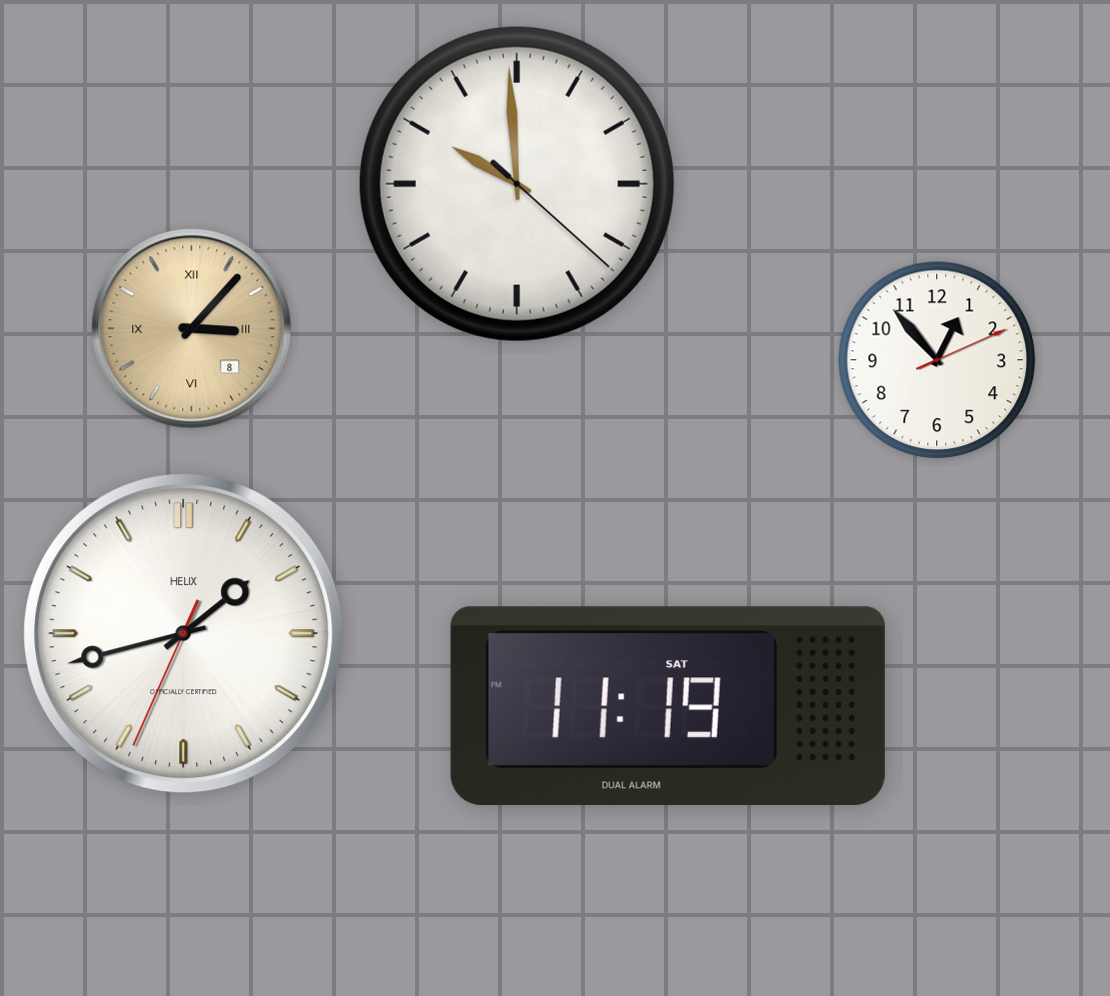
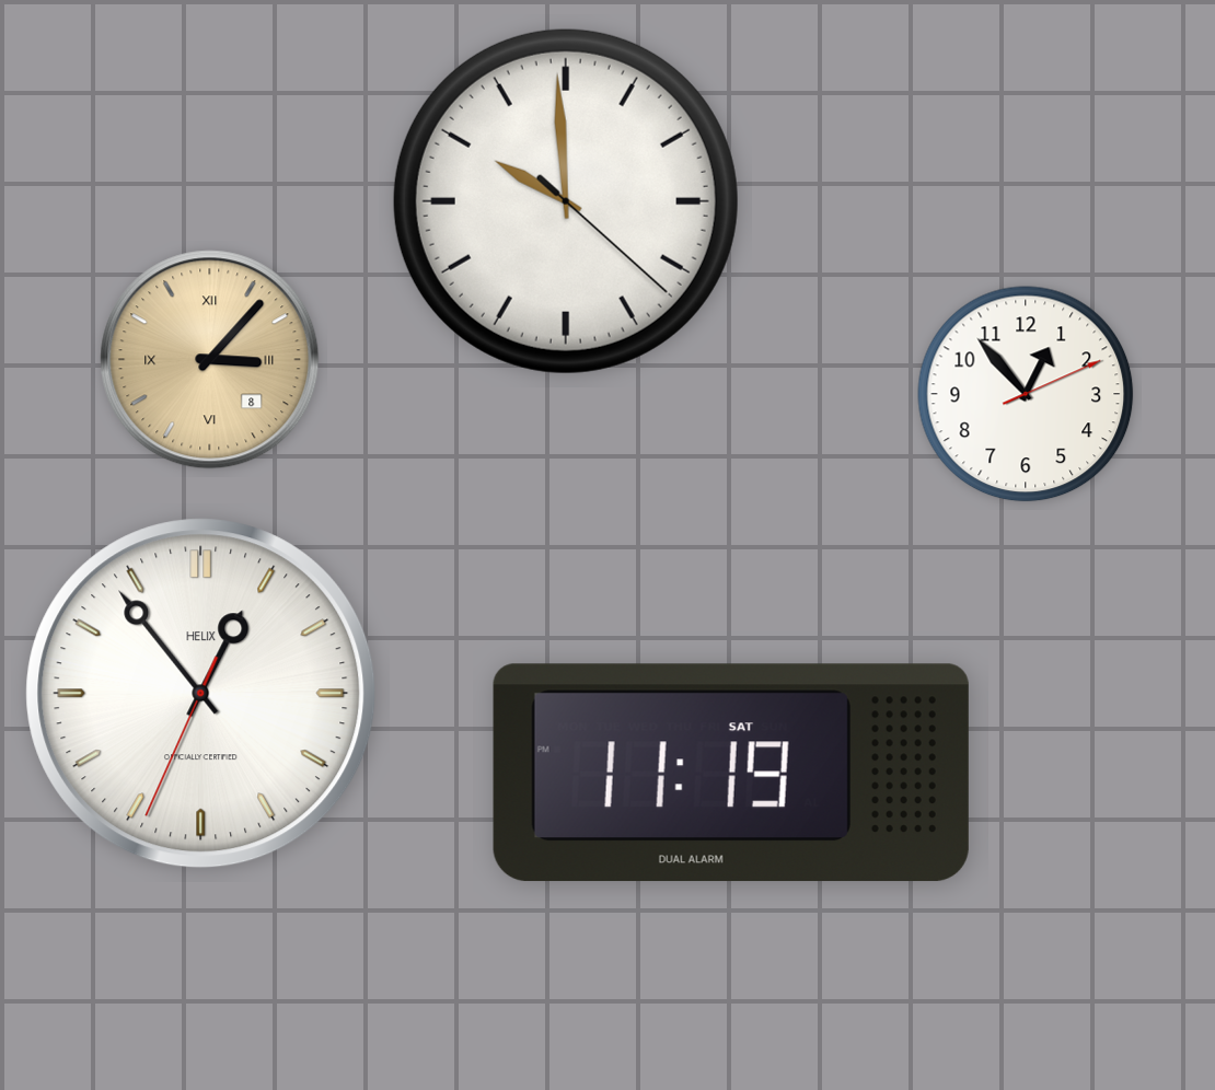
clock at (184, 634): 1:42 -> 12:53
